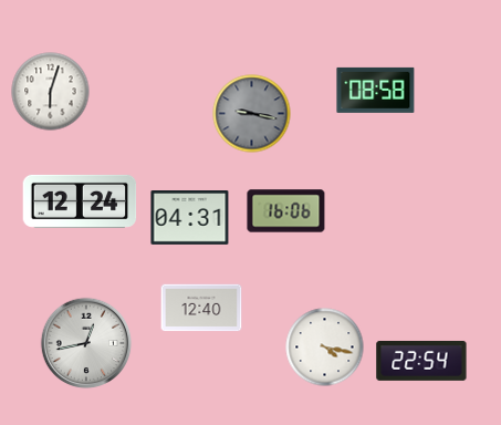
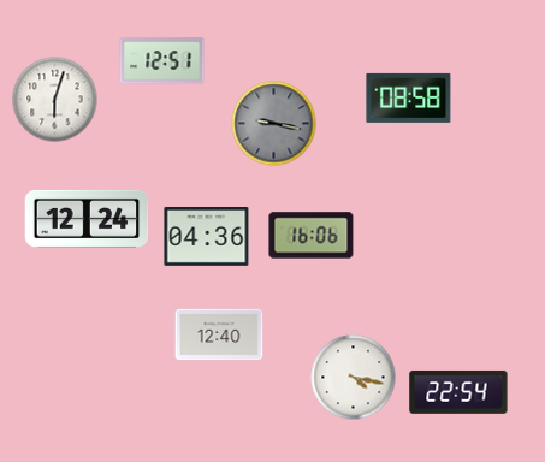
clock at (162, 61): none -> 12:51
clock at (286, 211) position: (286, 211) -> (312, 236)
clock at (190, 218): 04:31 -> 04:36
clock at (86, 343): 12:43 -> none
